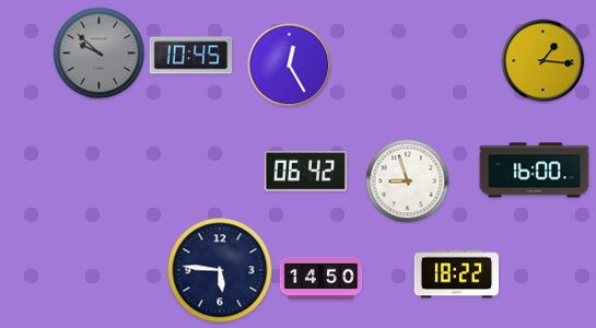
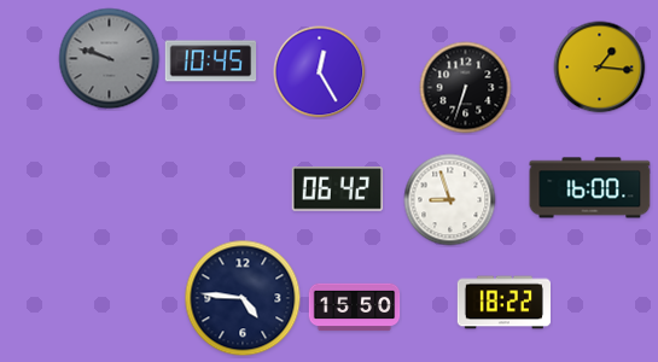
clock at (100, 54): 9:52 -> 9:48
clock at (466, 88): none -> 6:33
clock at (220, 270): 5:46 -> 4:46
clock at (322, 279): 14:50 -> 15:50
